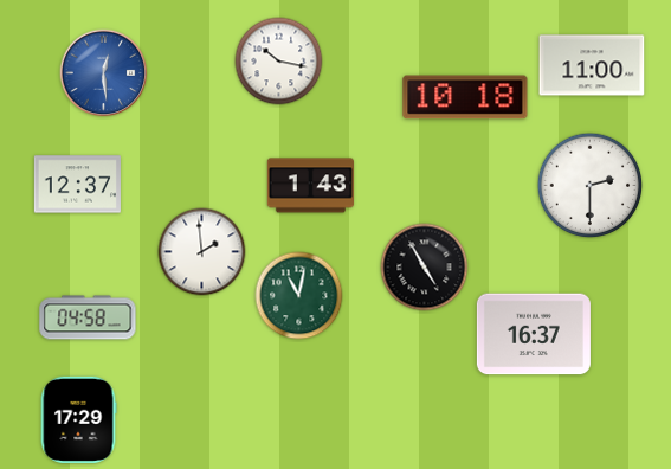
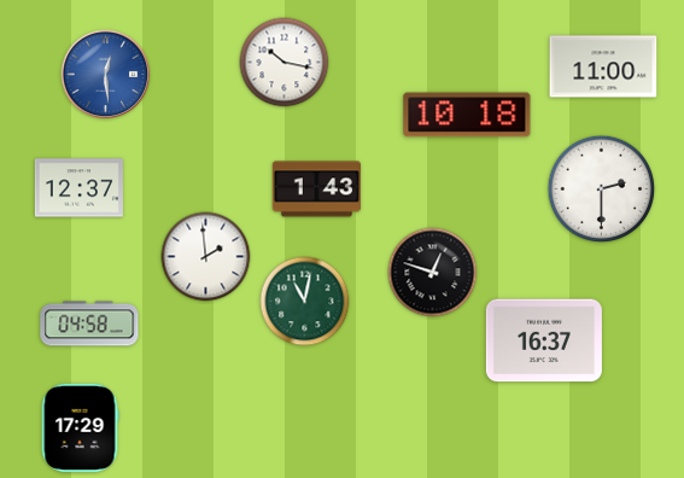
clock at (465, 97) position: (465, 97) -> (467, 115)
clock at (425, 268): 4:55 -> 12:48
